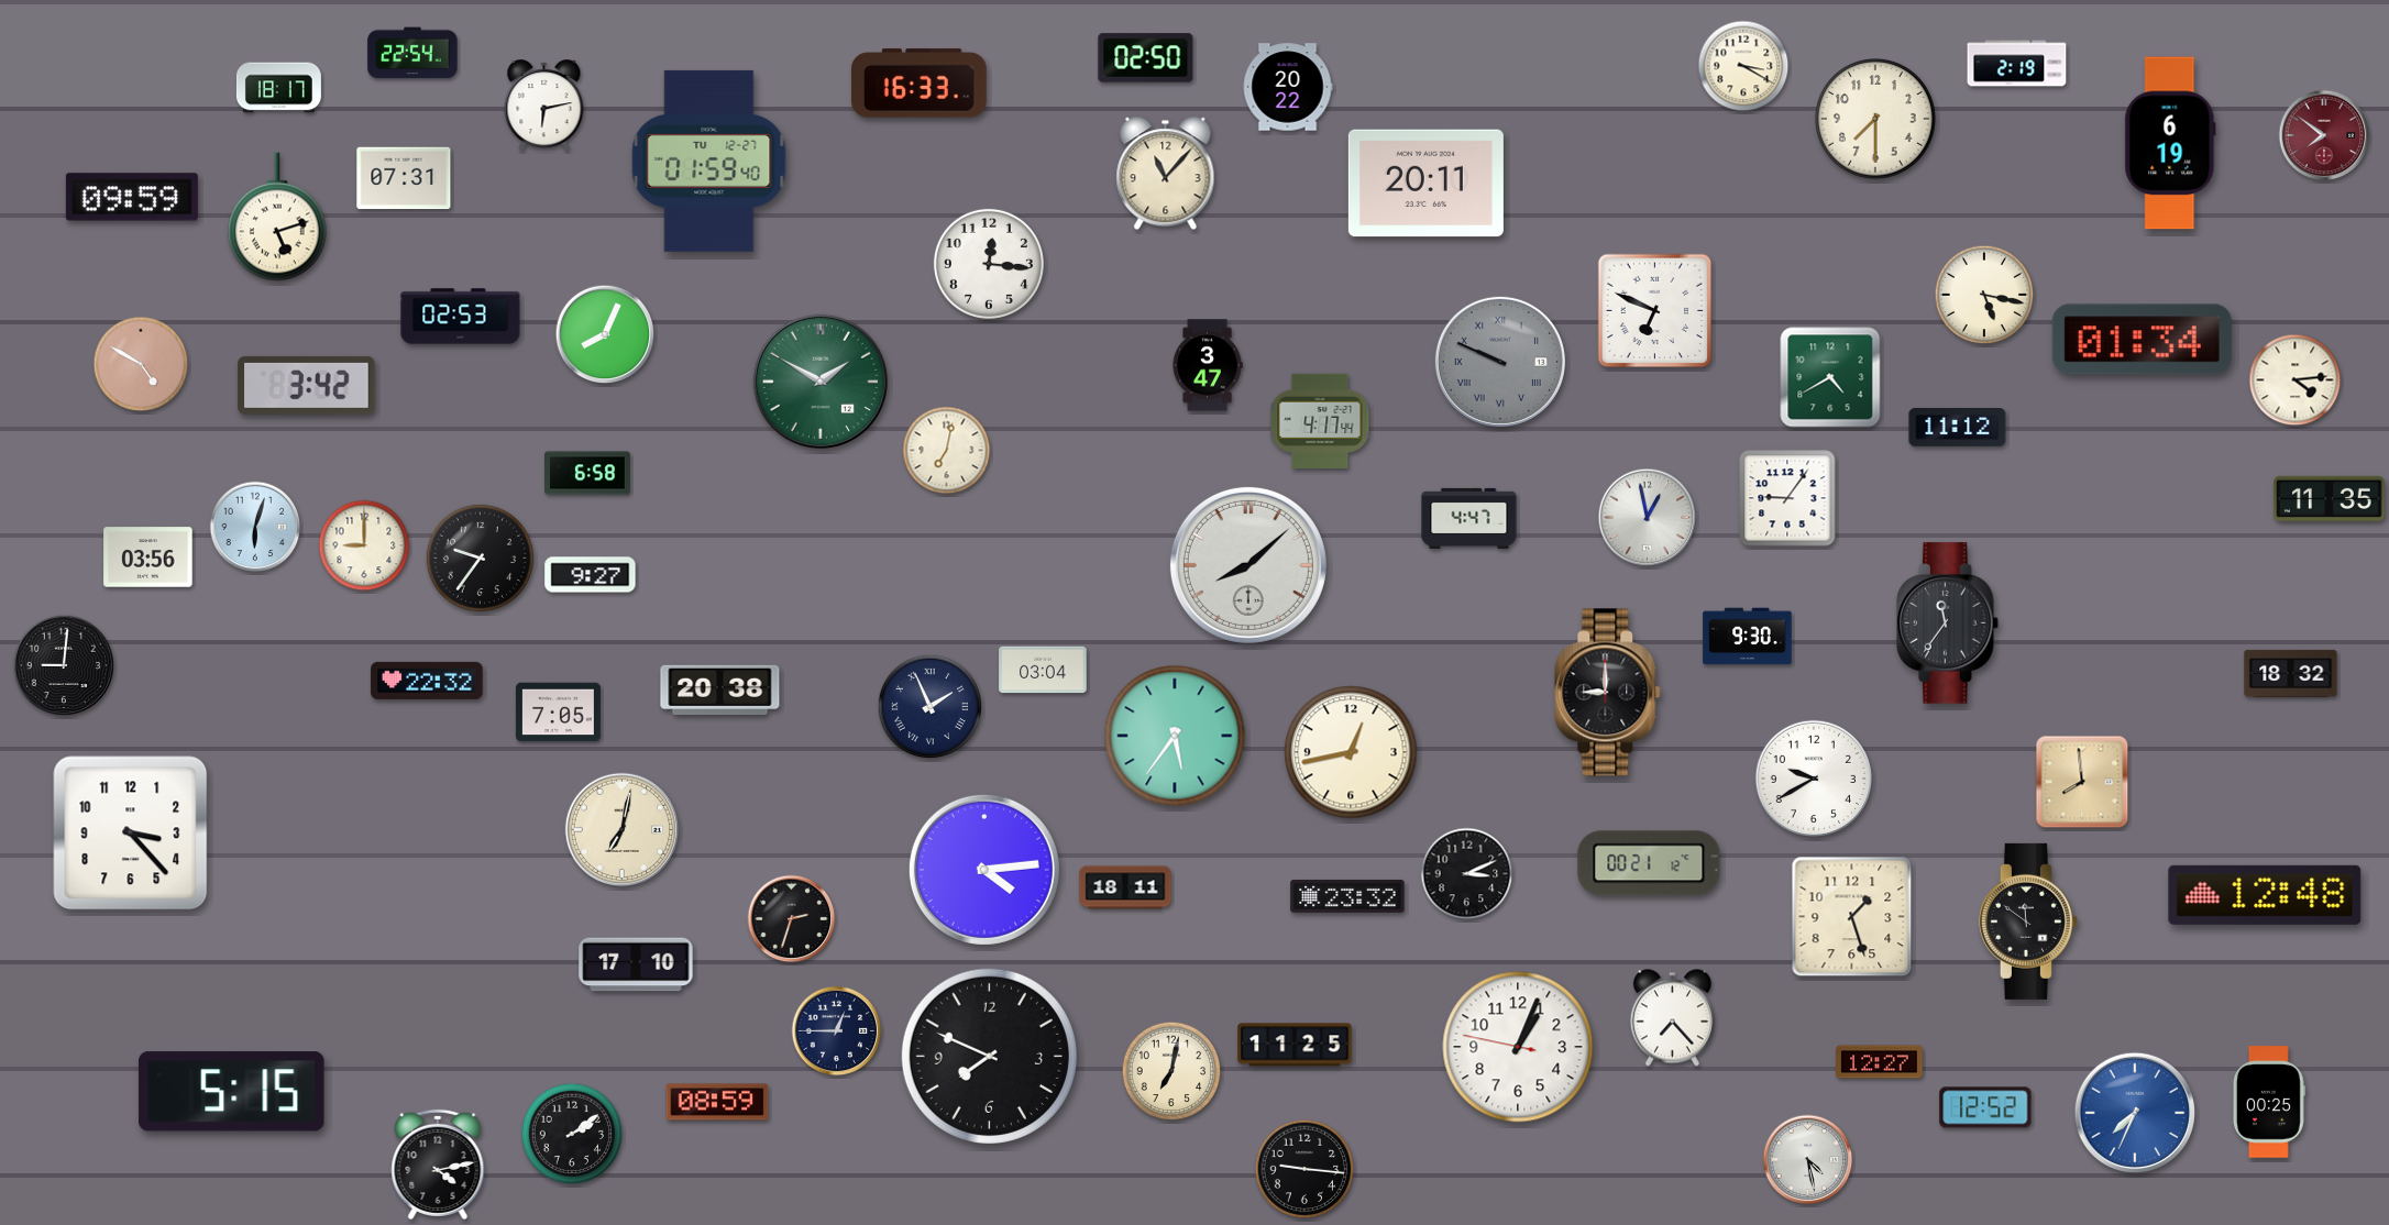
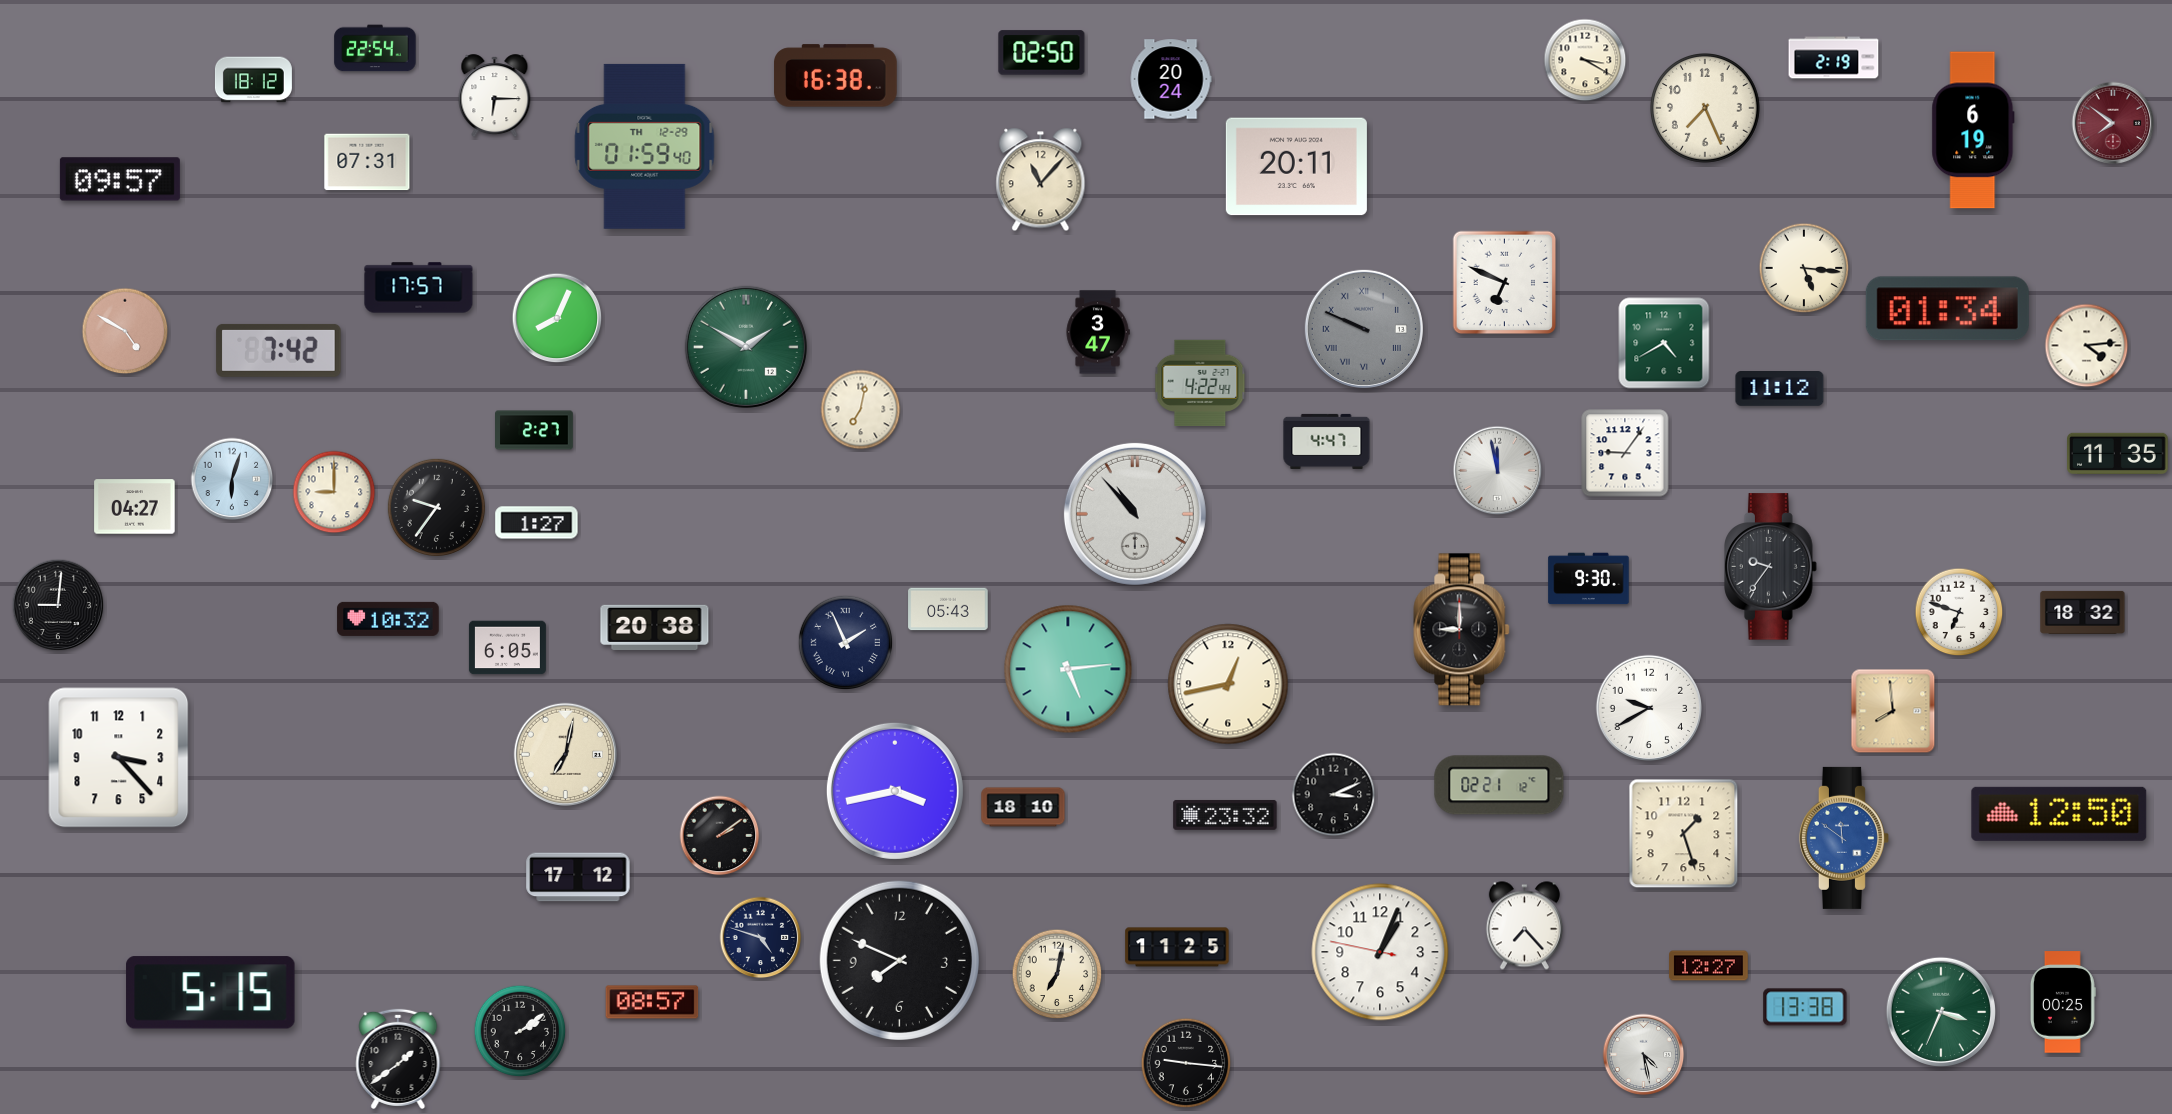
clock at (920, 84): 16:33 -> 16:38
clock at (1288, 87): 20:22 -> 20:24
clock at (278, 88): 18:17 -> 18:12
clock at (544, 106): 6:13 -> 6:15
clock at (1876, 120): 7:30 -> 7:26
clock at (709, 161) date: TU 12-27 -> TH 12-29
clock at (1166, 174) position: (1166, 174) -> (1041, 180)
clock at (132, 197): 09:59 -> 09:57
clock at (277, 217): 5:12 -> none
clock at (989, 264): 12:16 -> none
clock at (1984, 295): 5:17 -> 5:16
clock at (461, 317): 02:53 -> 17:57
clock at (605, 334) position: (605, 334) -> (557, 318)
clock at (141, 364) position: (141, 364) -> (125, 331)
clock at (307, 385): 3:42 -> 7:42
clock at (1320, 421): 4:17 -> 4:22
clock at (588, 473): 6:58 -> 2:27
clock at (1469, 518) position: (1469, 518) -> (1327, 441)
clock at (1648, 518): 12:58 -> 11:58
clock at (364, 545) position: (364, 545) -> (334, 492)
clock at (148, 558): 03:56 -> 04:27
clock at (1248, 565): 8:08 -> 10:53
clock at (591, 575): 9:27 -> 1:27
clock at (1948, 623): 11:36 -> 9:36
clock at (1043, 670): 03:04 -> 05:43
clock at (1959, 612): none -> 6:48
clock at (427, 681): 22:32 -> 10:32
clock at (558, 713): 7:05 -> 6:05
clock at (1175, 736): 5:36 -> 5:14
clock at (1649, 863): 00:21 -> 02:21
clock at (984, 870): 4:14 -> 3:43
clock at (1125, 887): 18:11 -> 18:10
clock at (2265, 895): 12:48 -> 12:50
clock at (792, 919): 2:33 -> 2:09
clock at (2028, 921) dial: black -> blue
clock at (636, 964): 17:10 -> 17:12
clock at (1672, 1018) position: (1672, 1018) -> (1524, 926)
clock at (837, 1031): 12:45 -> 4:48
clock at (1295, 1045) position: (1295, 1045) -> (1177, 947)
clock at (1171, 1071) position: (1171, 1071) -> (1057, 974)
clock at (717, 1102): 08:59 -> 08:57
clock at (1985, 1107): 12:52 -> 13:38
clock at (2135, 1113): 7:34 -> 3:34
clock at (2135, 1113) dial: blue -> green
clock at (438, 1165): 4:13 -> 1:39
